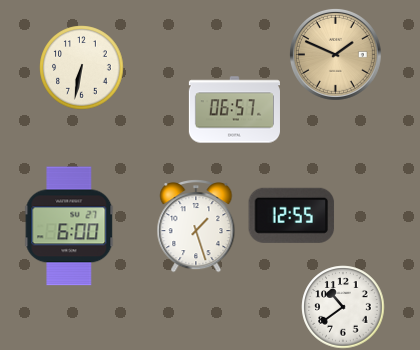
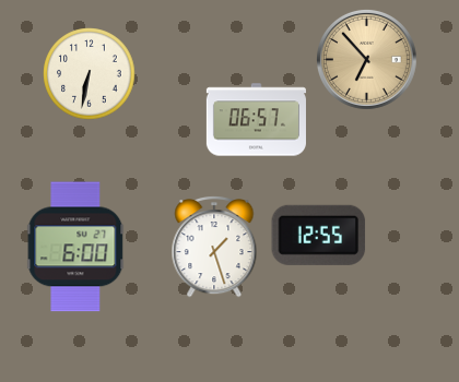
clock at (336, 55): 1:49 -> 6:53
clock at (343, 307): 10:39 -> none
